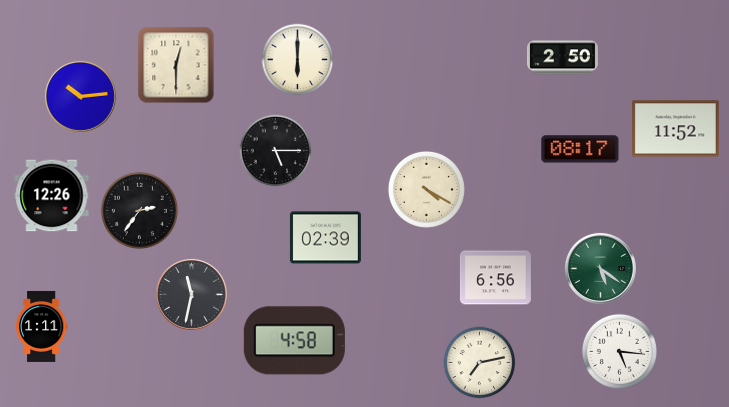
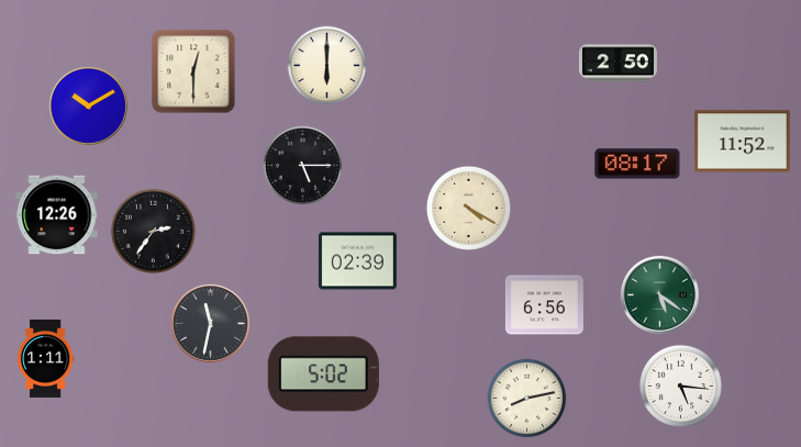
clock at (80, 96): 10:14 -> 10:10
clock at (294, 341): 4:58 -> 5:02
clock at (480, 363): 7:13 -> 8:13
